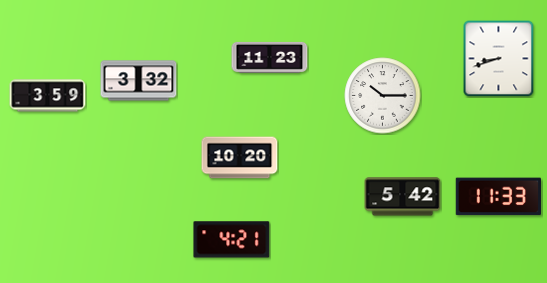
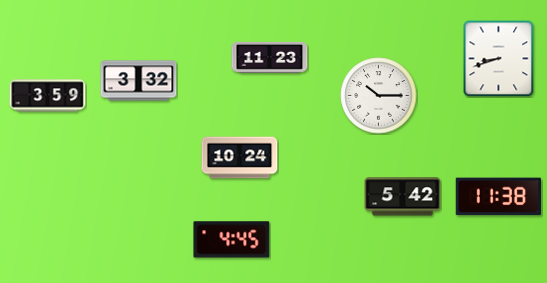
clock at (383, 96) position: (383, 96) -> (379, 96)
clock at (240, 158): 10:20 -> 10:24
clock at (498, 197): 11:33 -> 11:38
clock at (232, 240): 4:21 -> 4:45
